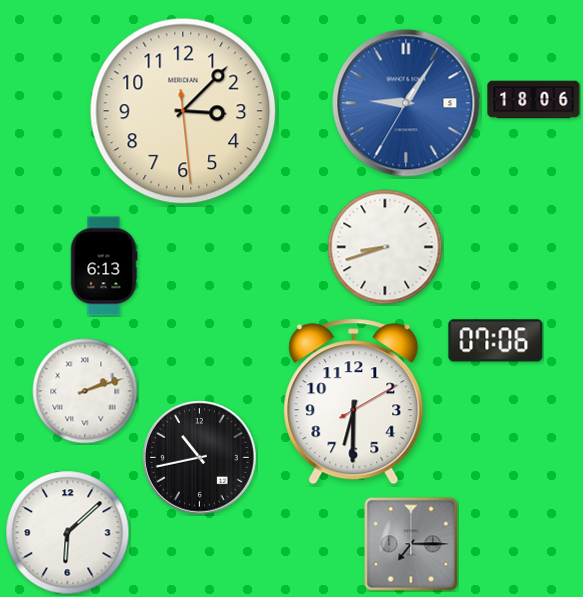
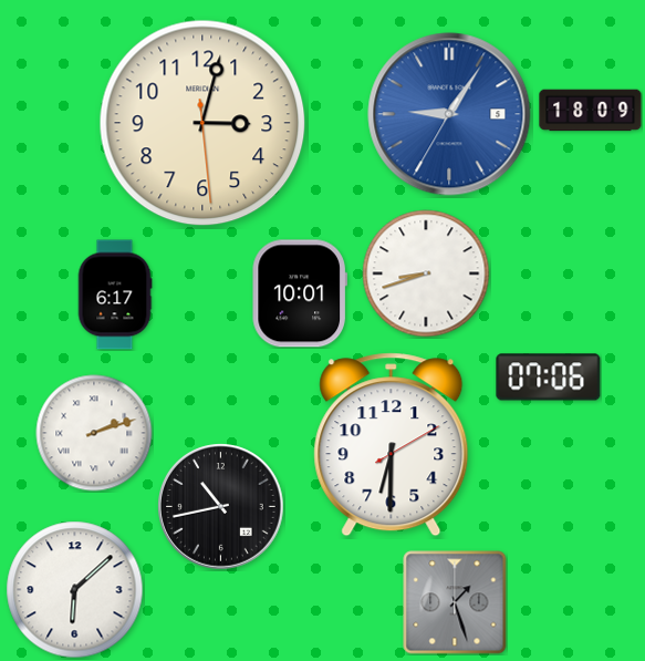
clock at (534, 100): 18:06 -> 18:09
clock at (183, 111): 3:07 -> 3:02
clock at (300, 293): none -> 10:01
clock at (104, 266): 6:13 -> 6:17
clock at (411, 544): 7:15 -> 1:27
